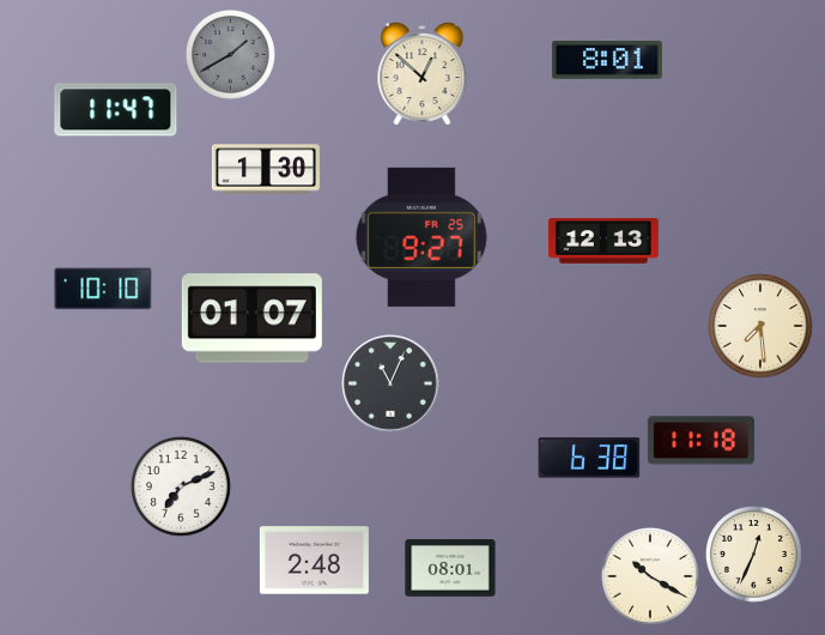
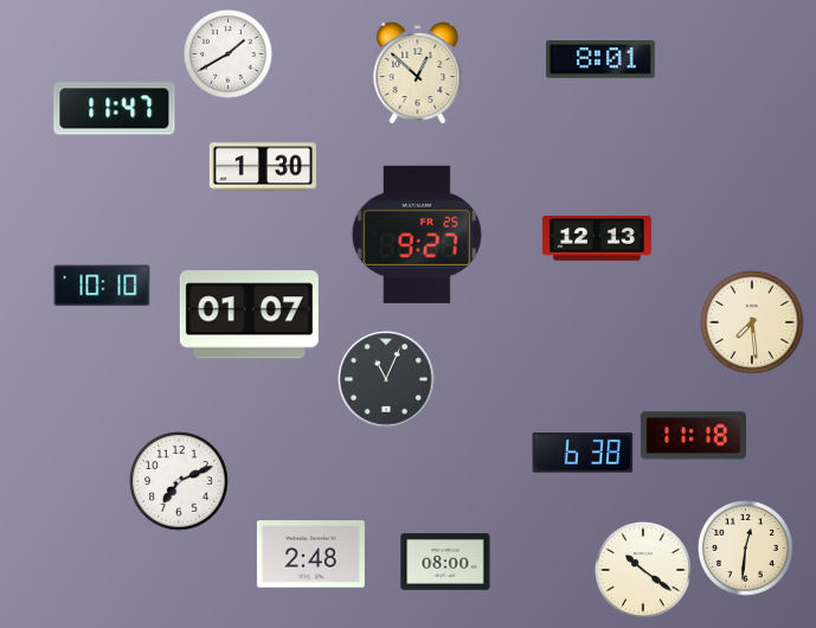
clock at (230, 54) dial: grey -> white
clock at (754, 555): 12:34 -> 12:31
clock at (450, 568): 08:01 -> 08:00
clock at (651, 577): 10:20 -> 10:21
